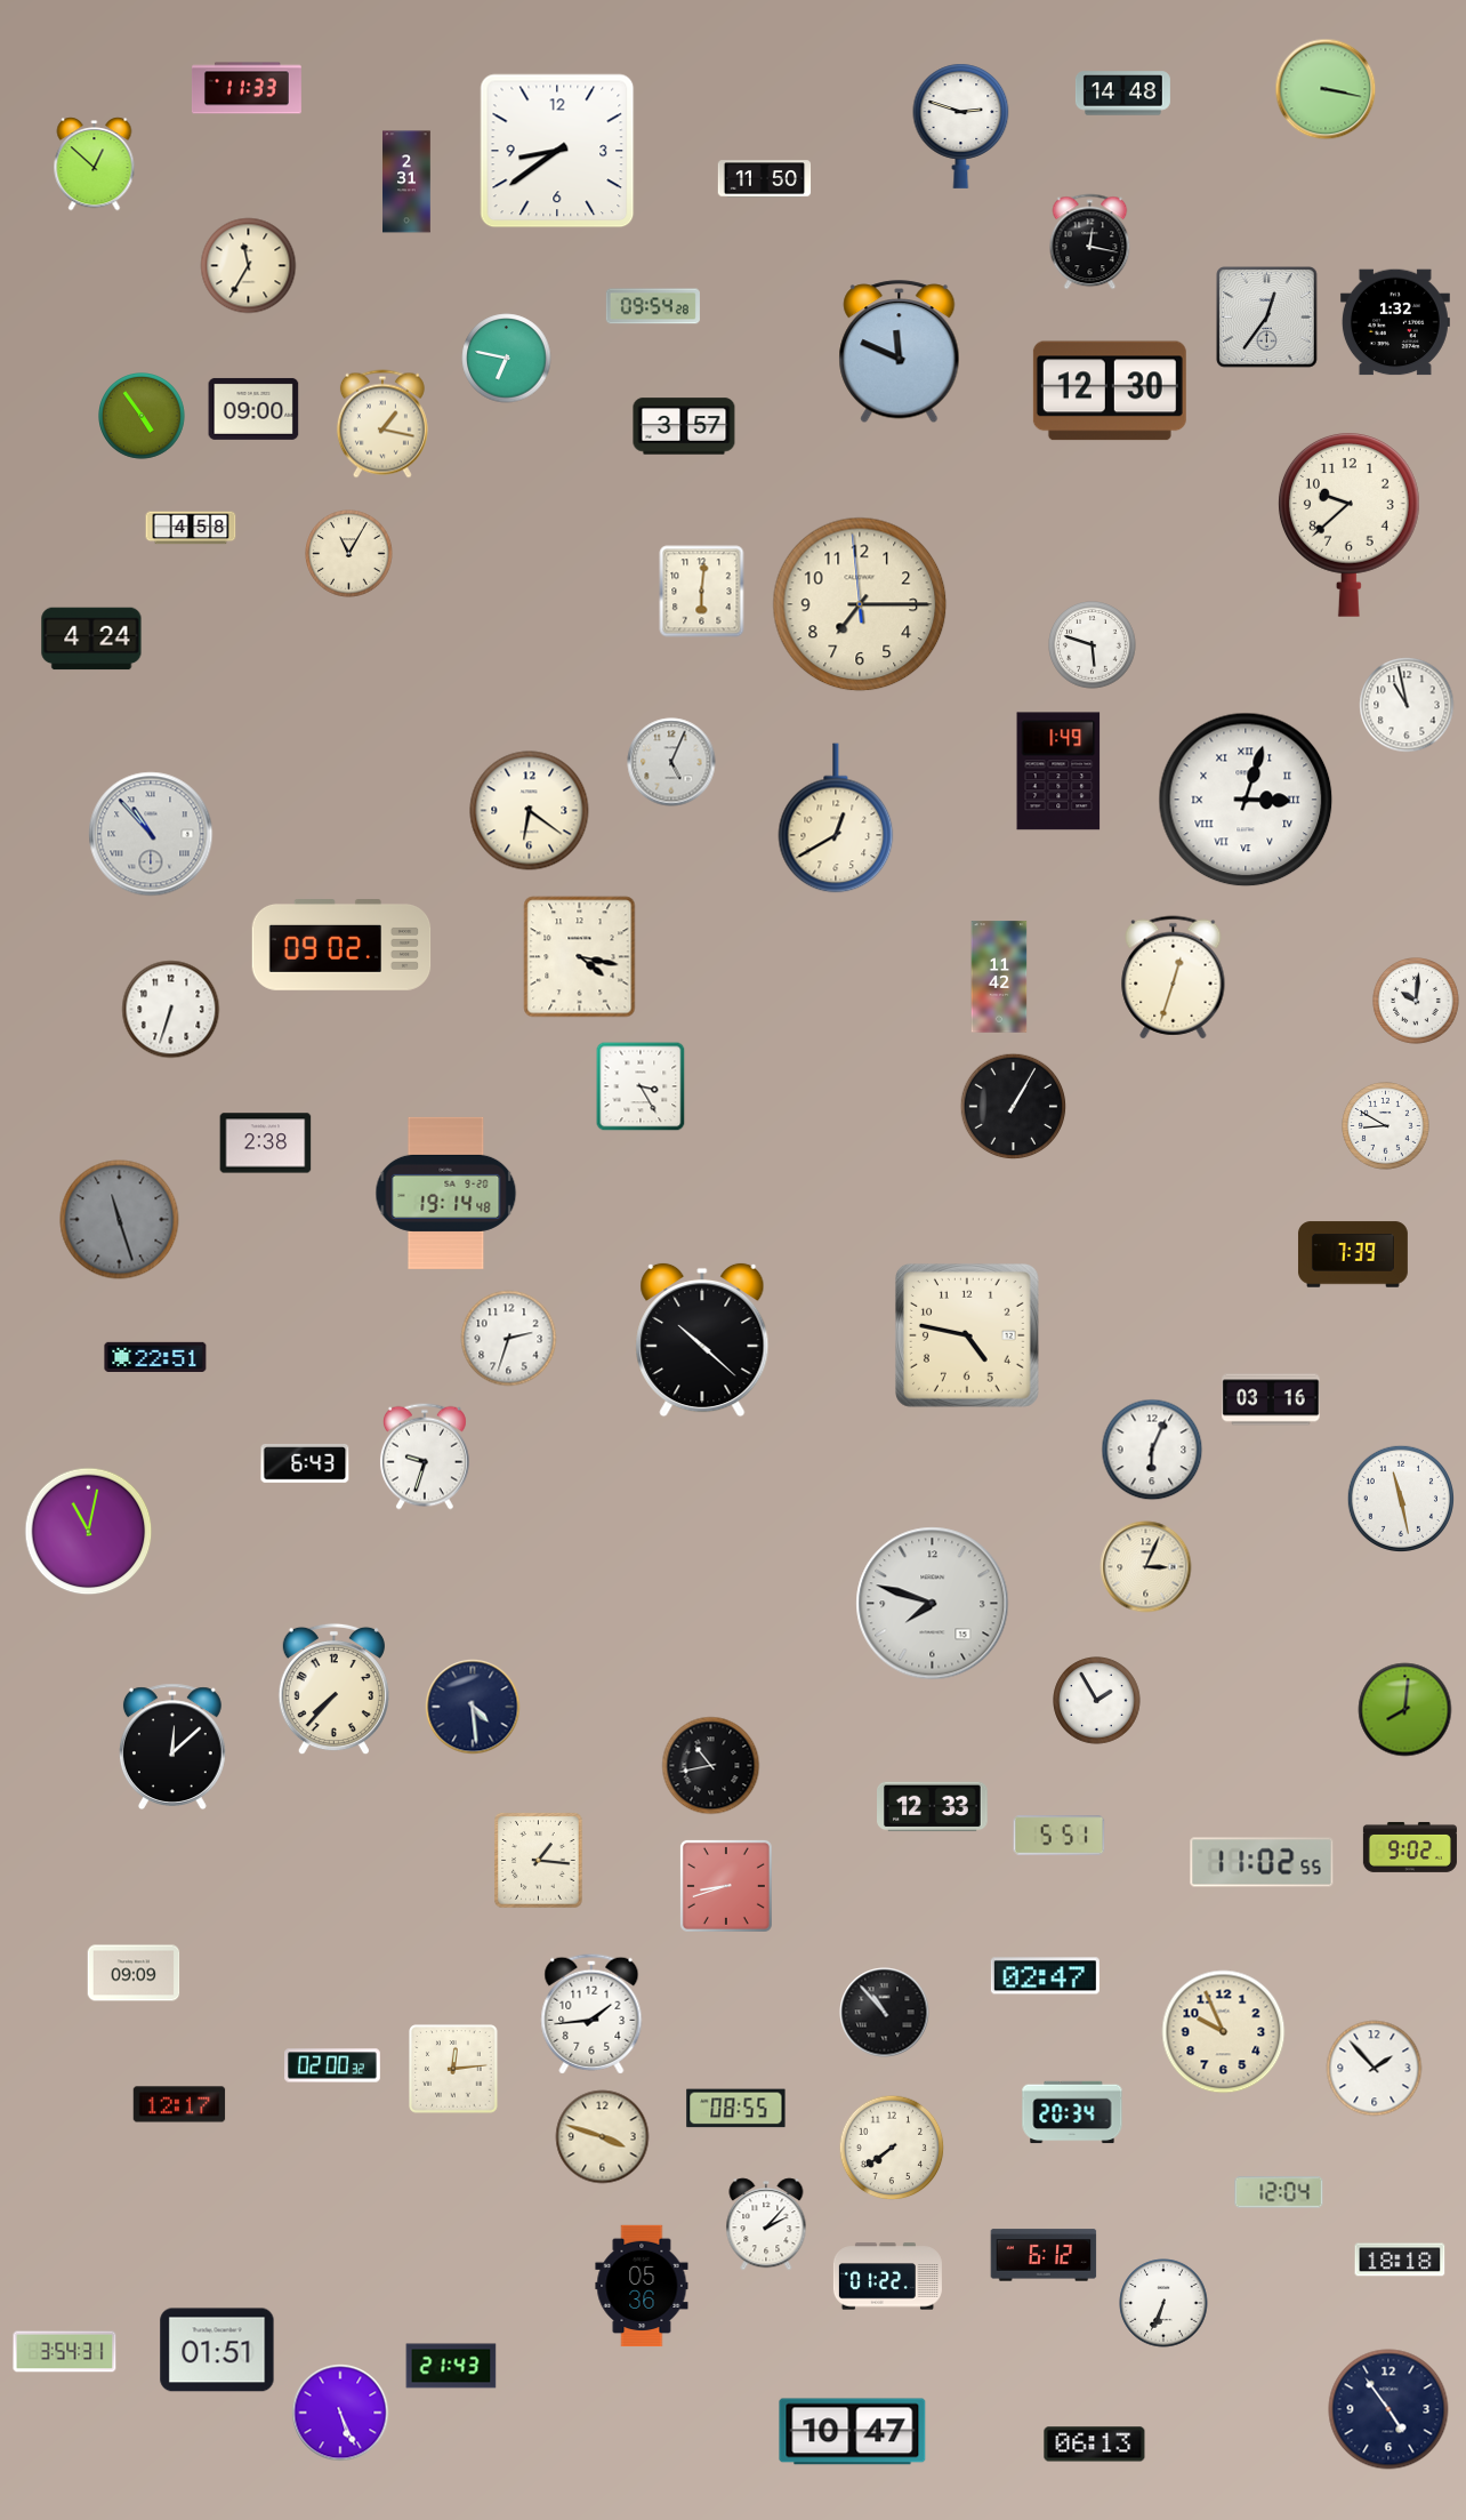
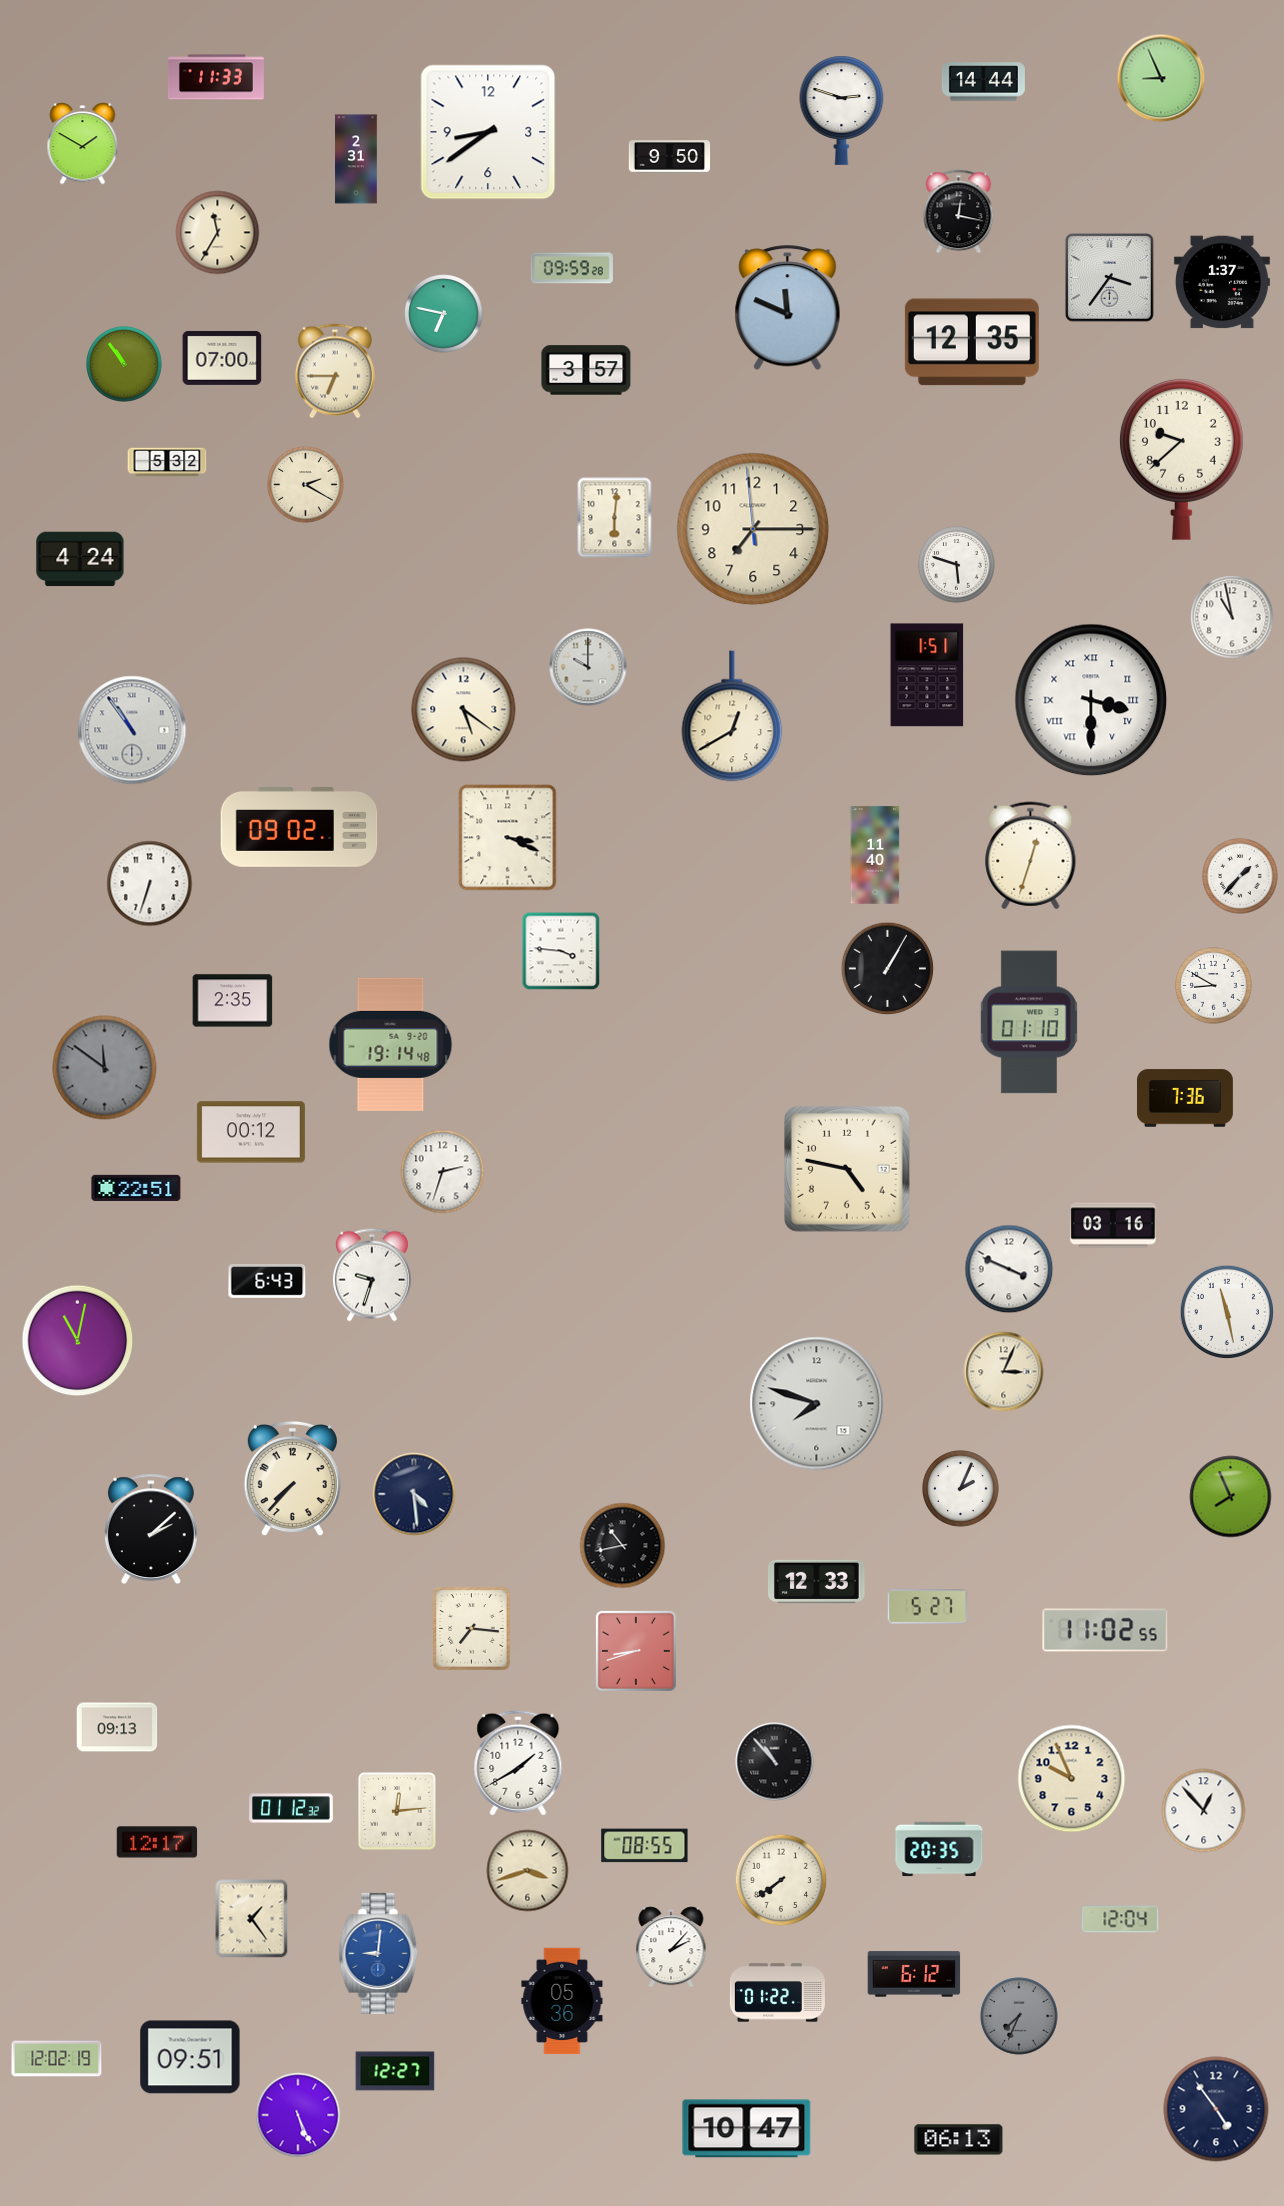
clock at (1326, 89): 3:17 -> 8:56
clock at (1122, 94): 14:48 -> 14:44
clock at (95, 164): 12:52 -> 1:50
clock at (765, 179): 11:50 -> 9:50
clock at (1090, 242) position: (1090, 242) -> (959, 212)
clock at (653, 306): 09:54 -> 09:59
clock at (1267, 318): 12:36 -> 3:36
clock at (1395, 322): 1:32 -> 1:37
clock at (1110, 391): 12:30 -> 12:35
clock at (253, 409): 09:00 -> 07:00
clock at (143, 417): 4:54 -> 10:54
clock at (382, 424): 1:17 -> 6:45
clock at (684, 426) position: (684, 426) -> (586, 370)
clock at (191, 528): 4:58 -> 5:32
clock at (349, 554): 11:05 -> 2:20
clock at (671, 762): 5:04 -> 10:00
clock at (1058, 771): 1:49 -> 1:51
clock at (1246, 800): 3:03 -> 3:30
clock at (530, 811): 6:21 -> 5:21
clock at (151, 834): 10:53 -> 10:54
clock at (580, 957): 4:17 -> 3:19
clock at (999, 977): 11:42 -> 11:40
clock at (1174, 978) position: (1174, 978) -> (1031, 856)
clock at (1417, 1002): 10:01 -> 1:37
clock at (641, 1086): 3:25 -> 3:46
clock at (266, 1143): 2:38 -> 2:35
clock at (1029, 1022): none -> 01:10
clock at (120, 1220): 11:27 -> 11:51
clock at (1353, 1254): 7:39 -> 7:36
clock at (251, 1132): none -> 00:12
clock at (509, 1339) position: (509, 1339) -> (443, 1172)
clock at (702, 1340): 10:22 -> none
clock at (1152, 1450): 6:04 -> 3:49
clock at (1097, 1701): 1:55 -> 2:04
clock at (1405, 1710): 8:01 -> 7:56
clock at (172, 1747): 12:08 -> 2:08
clock at (1060, 1836): 5:51 -> 5:27
clock at (1410, 1847): 9:02 -> none
clock at (539, 1861): 1:16 -> 7:16
clock at (134, 1973): 09:09 -> 09:13
clock at (1045, 1976): 02:47 -> none
clock at (591, 2014): 1:44 -> 1:40
clock at (332, 2065): 02:00 -> 01:12
clock at (1375, 2069): 1:53 -> 12:53
clock at (1072, 2112): 20:34 -> 20:35
clock at (603, 2137): 3:48 -> 3:42
clock at (252, 1919): none -> 1:24
clock at (379, 1953): none -> 9:01
clock at (1400, 2260): 18:18 -> none
clock at (1163, 2303): 6:34 -> 7:34
clock at (1163, 2303) dial: white -> grey
clock at (217, 2350): 01:51 -> 09:51
clock at (65, 2352): 3:54 -> 12:02
clock at (451, 2366): 21:43 -> 12:27
clock at (340, 2413) position: (340, 2413) -> (298, 2115)
